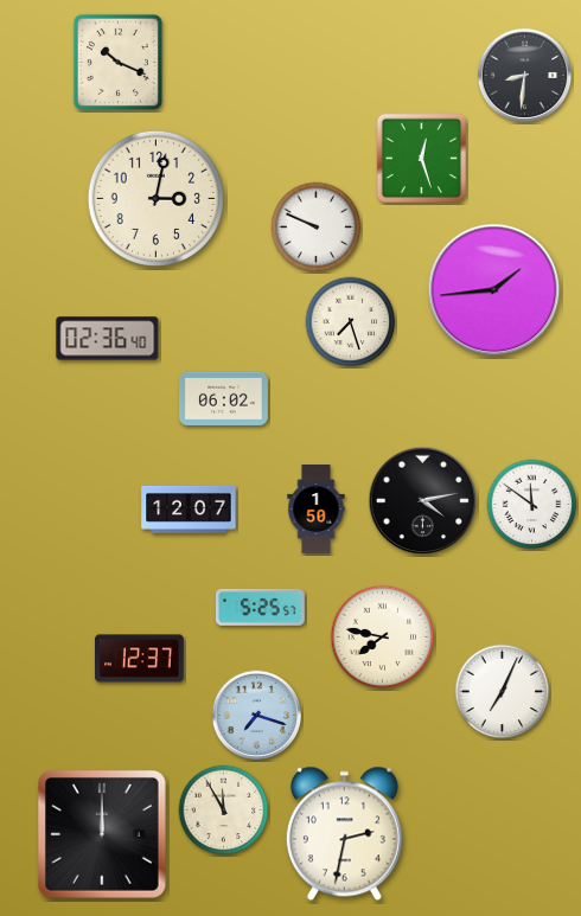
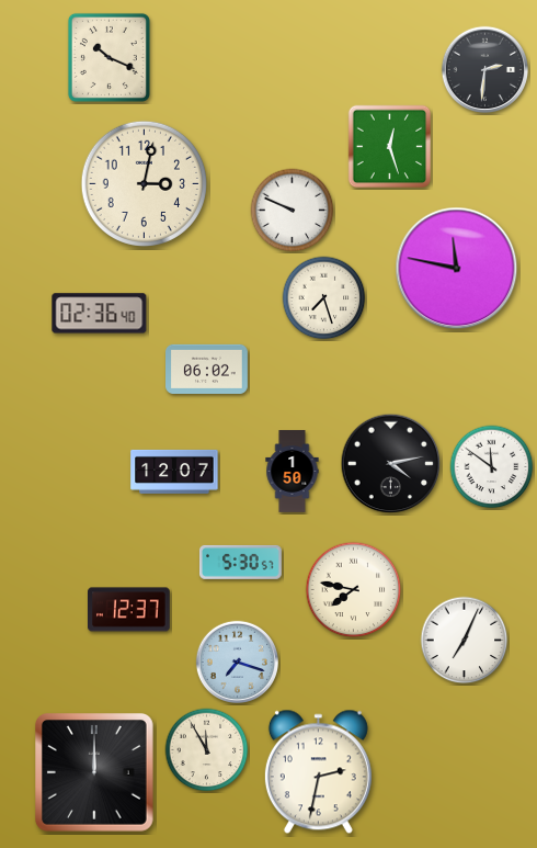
clock at (525, 76): 8:31 -> 2:31
clock at (494, 290): 1:44 -> 11:47
clock at (260, 607): 5:25 -> 5:30
